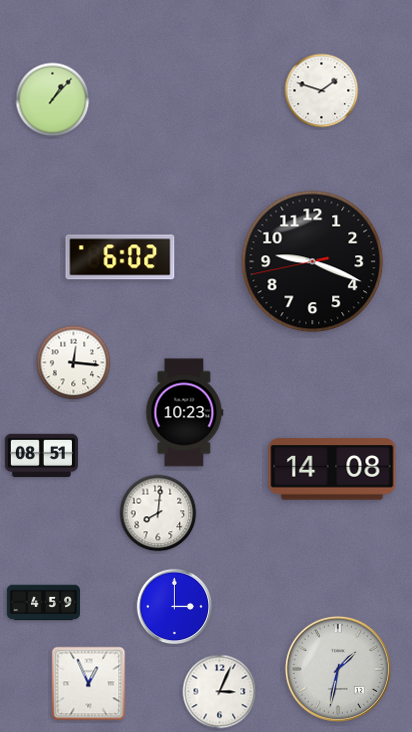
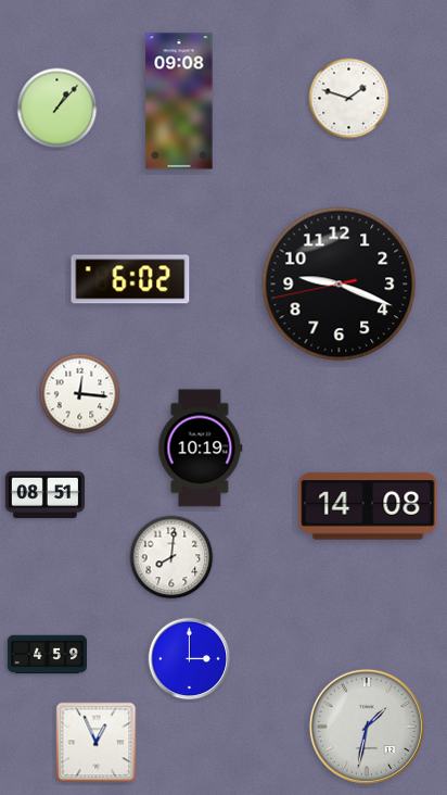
clock at (179, 101): none -> 09:08
clock at (185, 413): 10:23 -> 10:19
clock at (332, 469) position: (332, 469) -> (368, 506)
clock at (220, 692): 3:04 -> none
